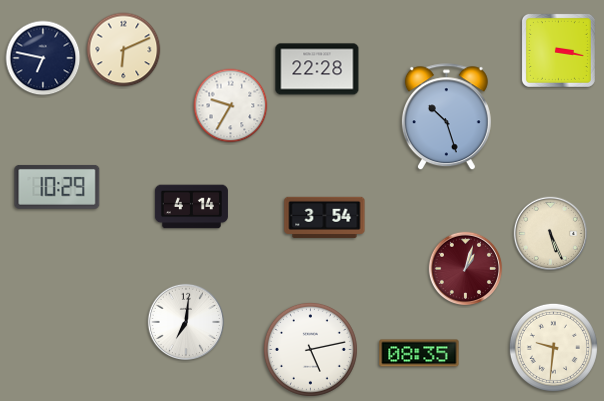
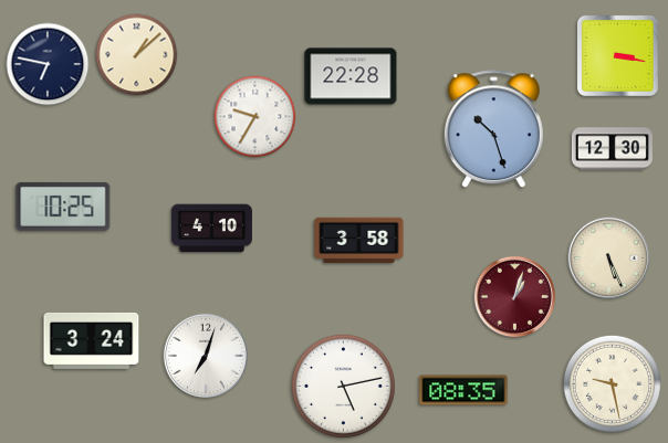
clock at (124, 50): 6:11 -> 1:08
clock at (612, 149): none -> 12:30
clock at (57, 187): 10:29 -> 10:25
clock at (191, 207): 4:14 -> 4:10
clock at (325, 217): 3:54 -> 3:58
clock at (92, 340): none -> 3:24
clock at (185, 321): 7:01 -> 7:03
clock at (553, 347): 9:31 -> 9:28
